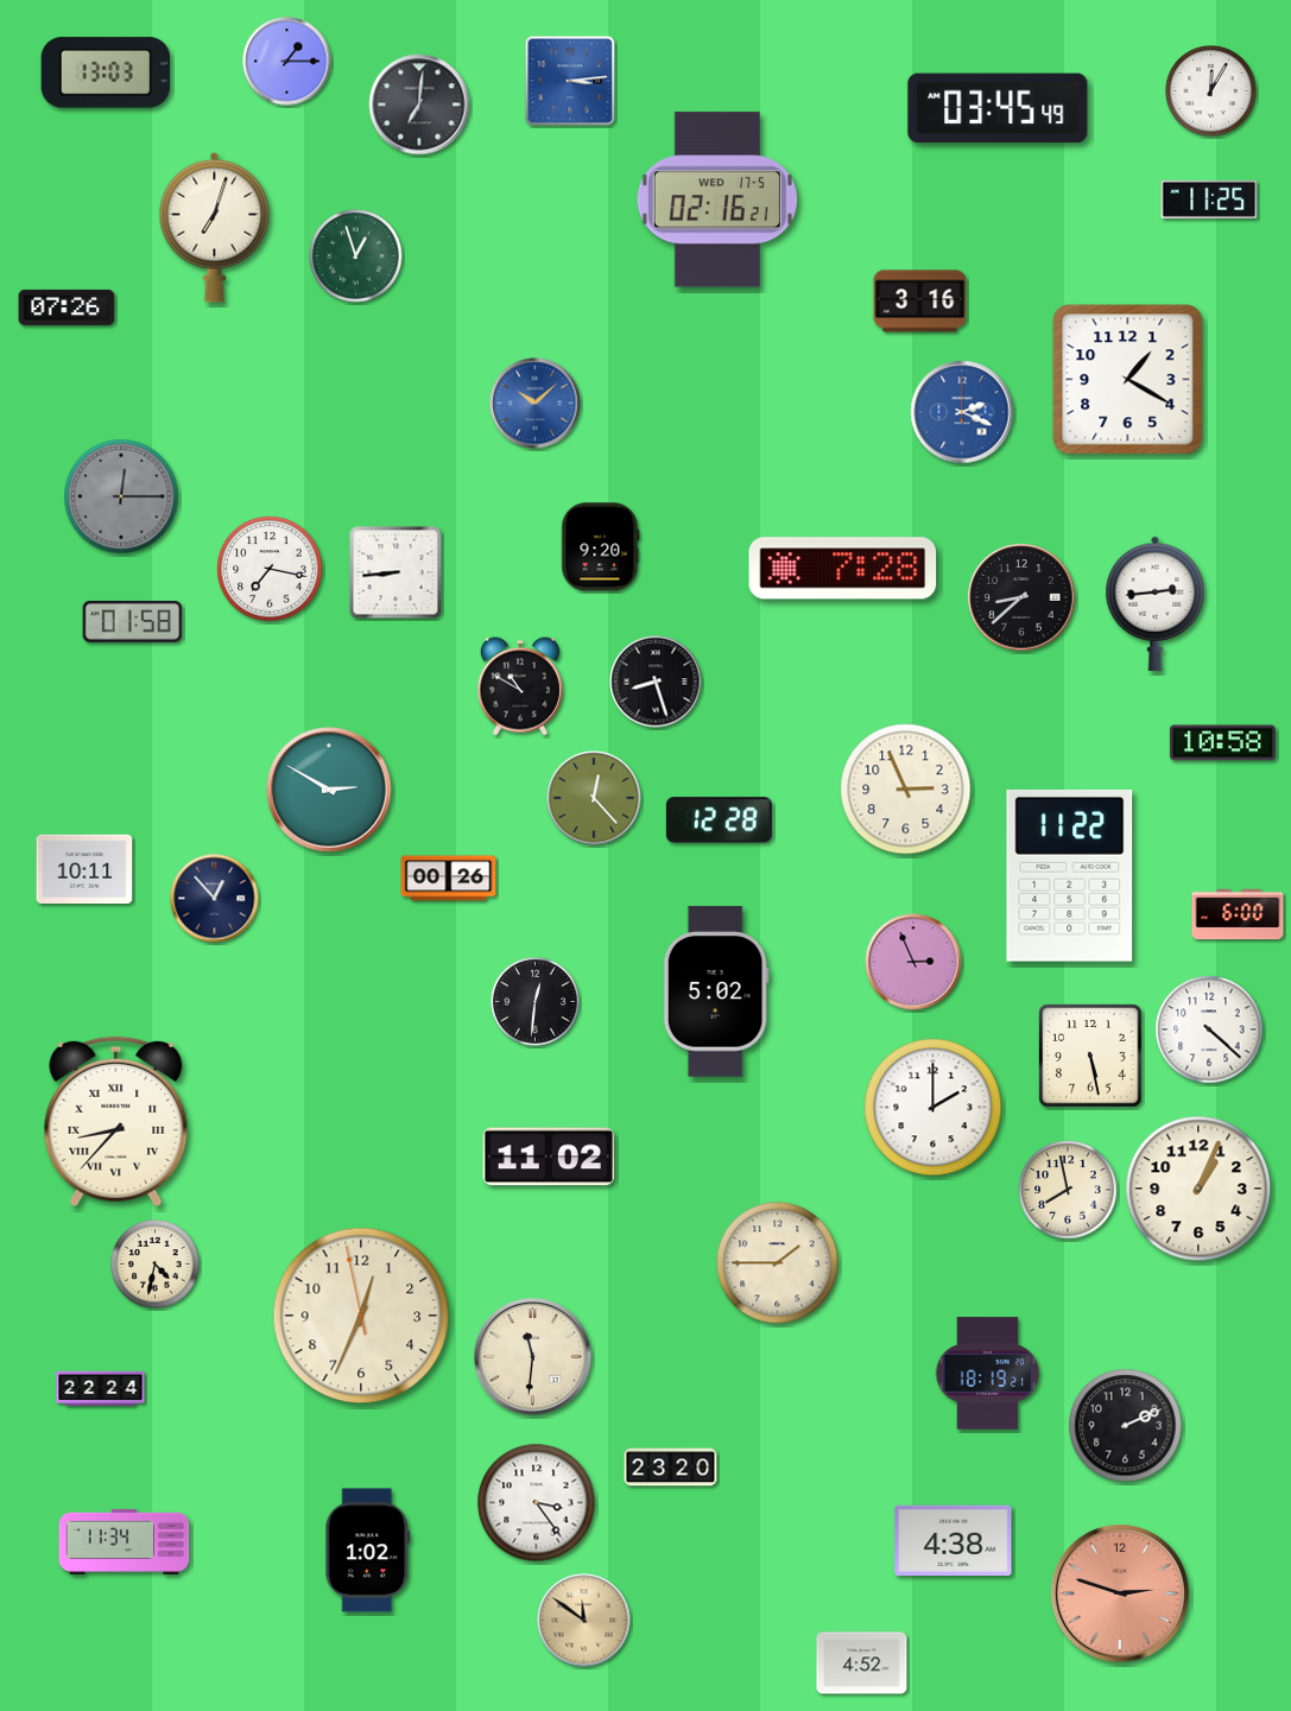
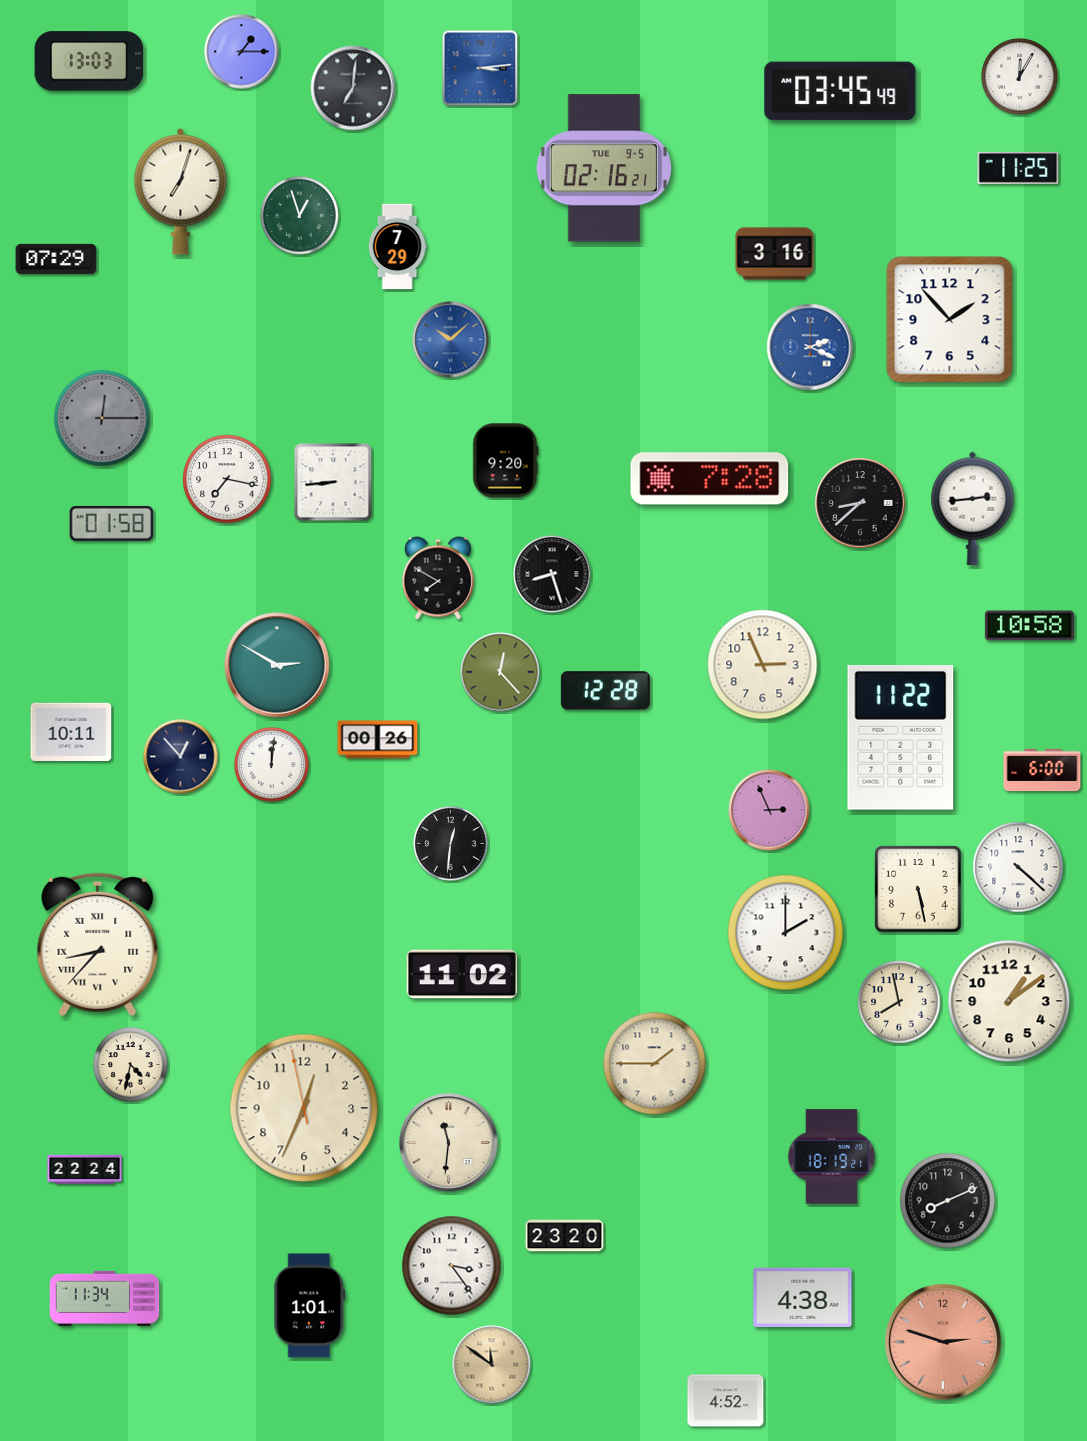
clock at (717, 199) date: WED 17-5 -> TUE 9-5
clock at (397, 247): none -> 7:29
clock at (67, 308): 07:26 -> 07:29
clock at (1128, 380): 1:20 -> 1:53
clock at (520, 686): 10:50 -> 7:50
clock at (272, 765): none -> 12:01
clock at (716, 991): 5:02 -> none
clock at (1198, 1189): 1:04 -> 1:09
clock at (1126, 1426): 2:11 -> 8:11
clock at (368, 1551): 1:02 -> 1:01
